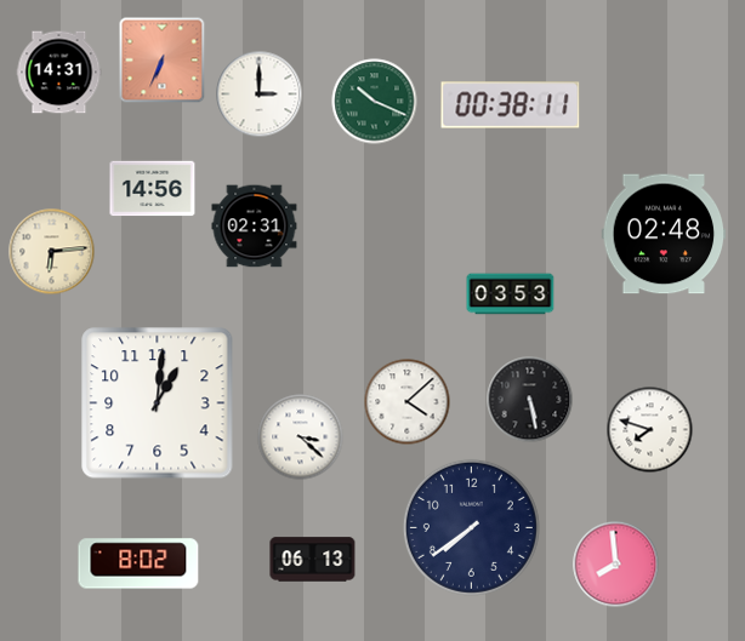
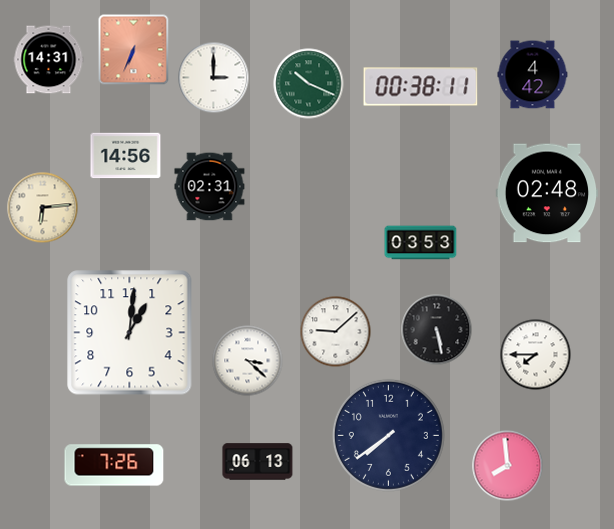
clock at (533, 75): none -> 4:42
clock at (408, 402): 4:08 -> 9:08
clock at (650, 430): 7:48 -> 7:45
clock at (138, 563): 8:02 -> 7:26
